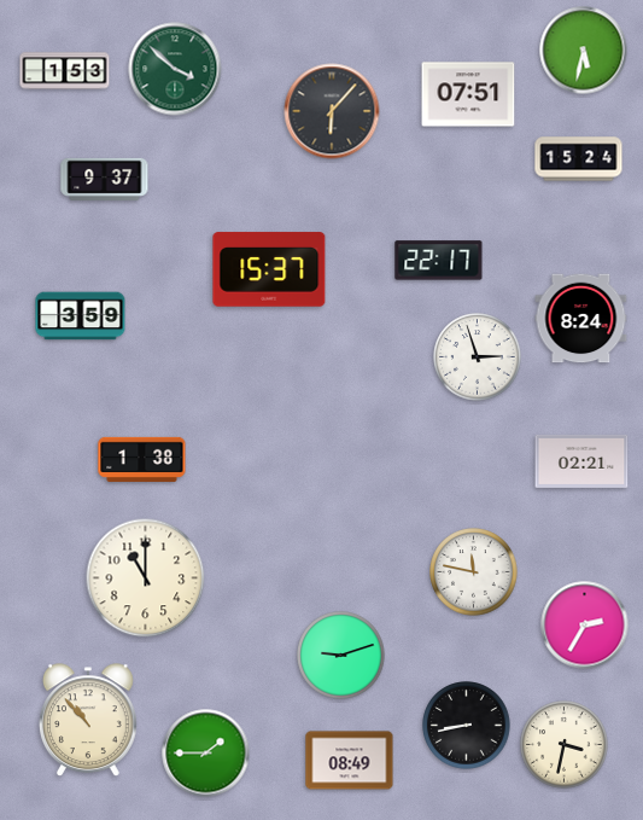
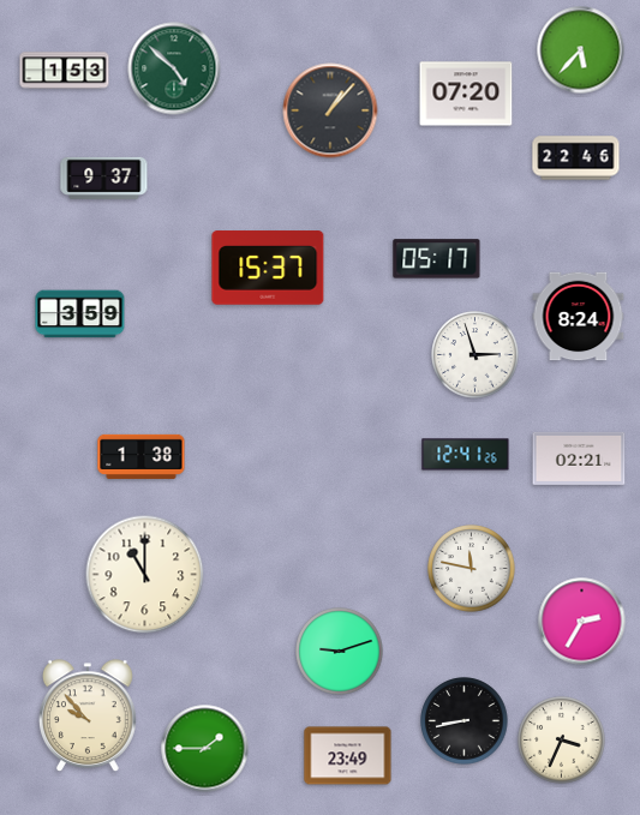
clock at (584, 51): 5:32 -> 5:37
clock at (175, 69): 3:52 -> 4:52
clock at (468, 94): 07:51 -> 07:20
clock at (332, 111): 6:07 -> 1:07
clock at (579, 159): 15:24 -> 22:46
clock at (439, 261): 22:17 -> 05:17
clock at (466, 455): none -> 12:41
clock at (88, 721): 10:53 -> 9:53
clock at (565, 745): 3:32 -> 3:34
clock at (350, 761): 08:49 -> 23:49
